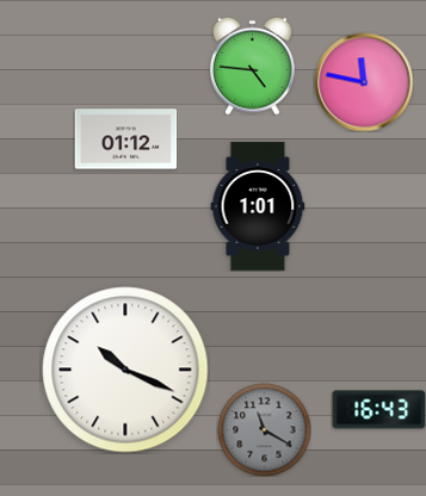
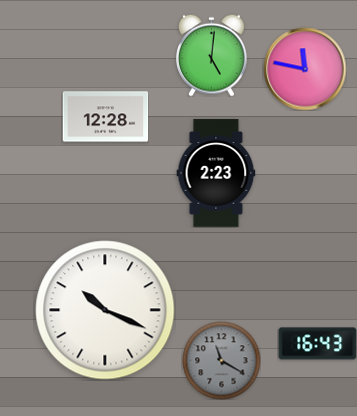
clock at (253, 66): 4:46 -> 5:01
clock at (125, 139): 01:12 -> 12:28
clock at (258, 206): 1:01 -> 2:23
